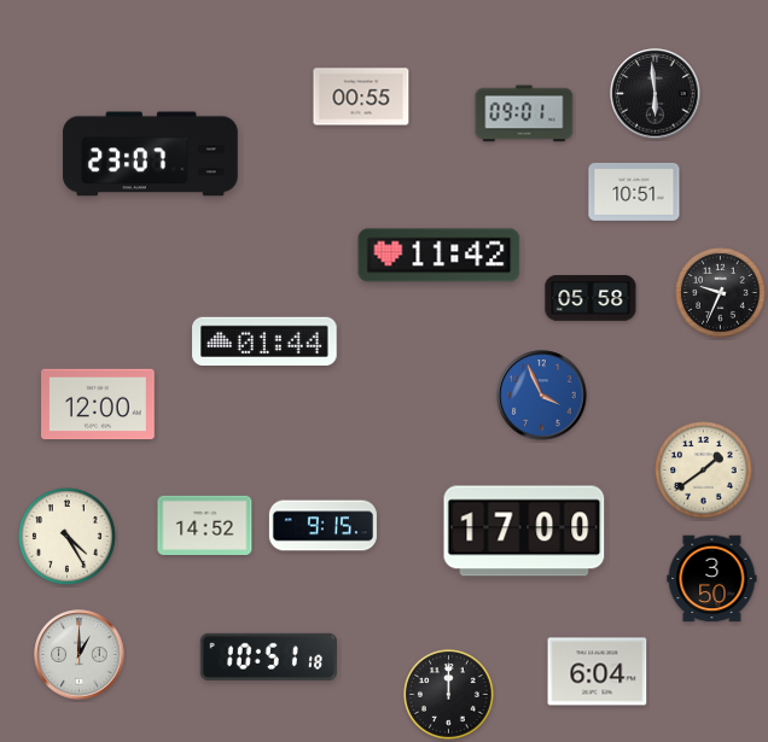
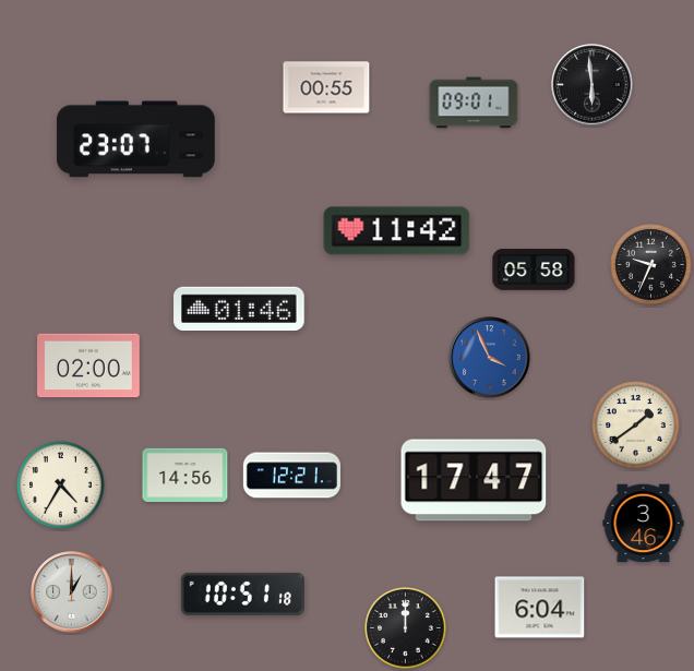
clock at (634, 192): 10:51 -> none
clock at (264, 340): 01:44 -> 01:46
clock at (98, 404): 12:00 -> 02:00
clock at (205, 525): 14:52 -> 14:56
clock at (322, 526): 9:15 -> 12:21
clock at (524, 531): 17:00 -> 17:47
clock at (68, 537): 4:25 -> 4:35
clock at (712, 579): 3:50 -> 3:46
